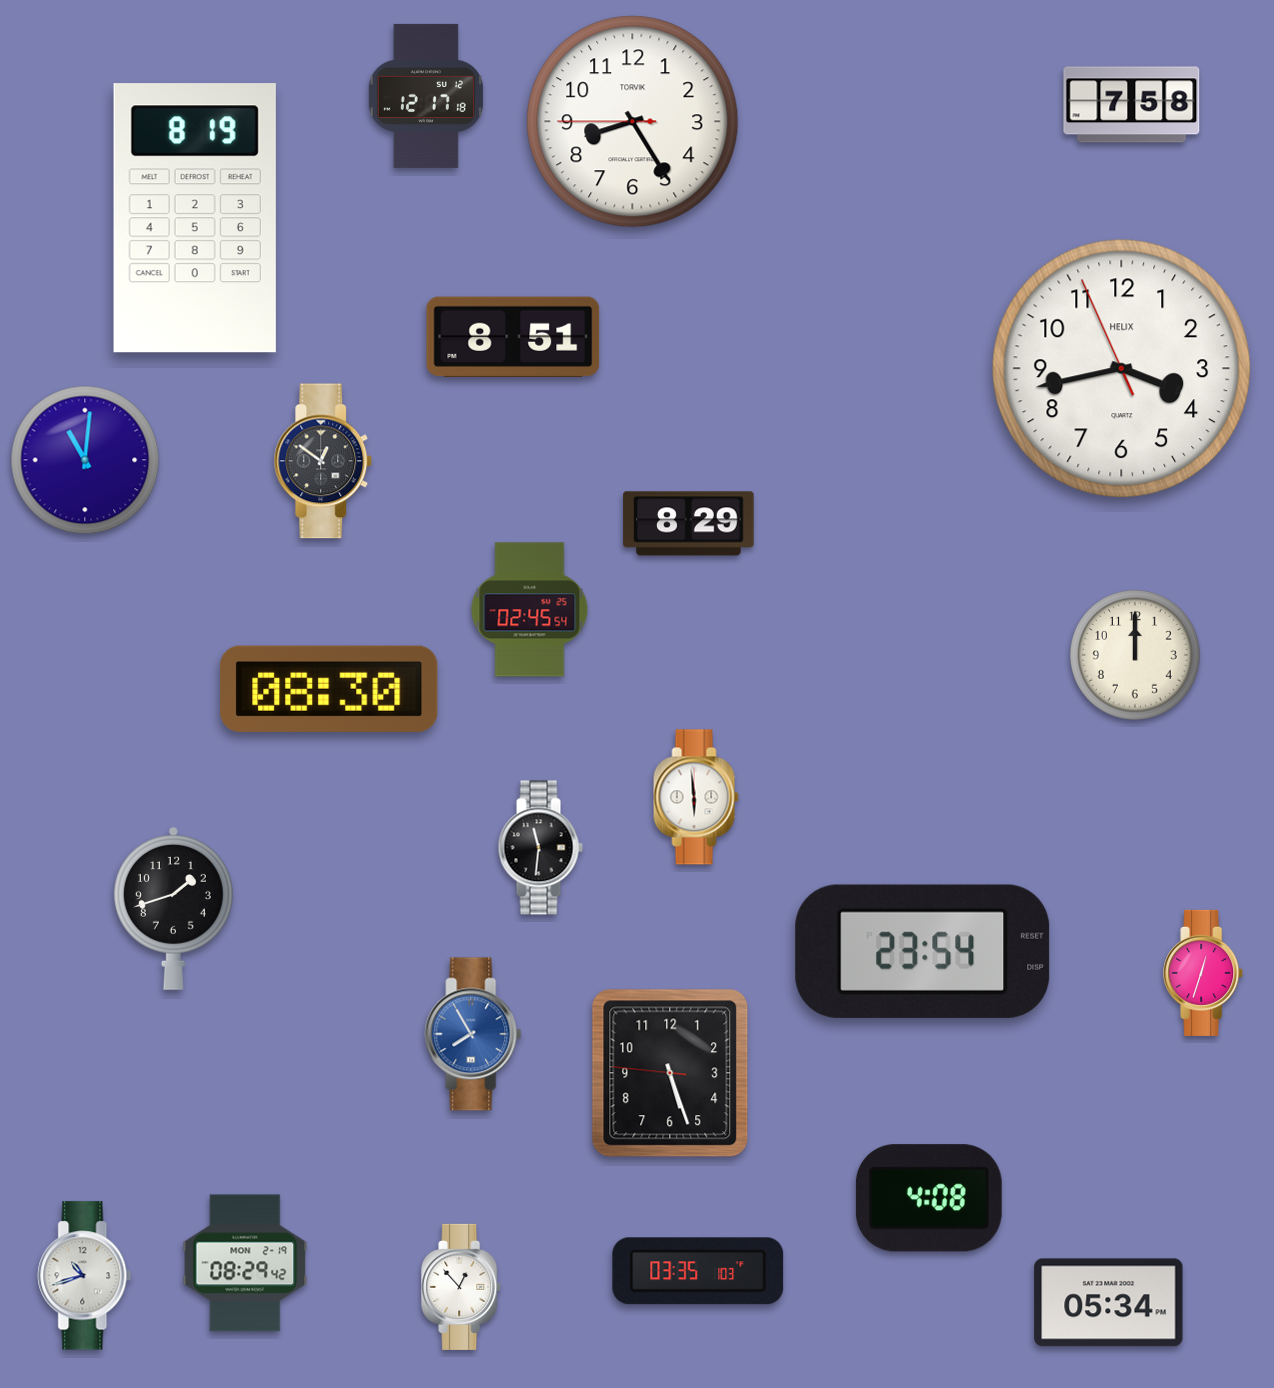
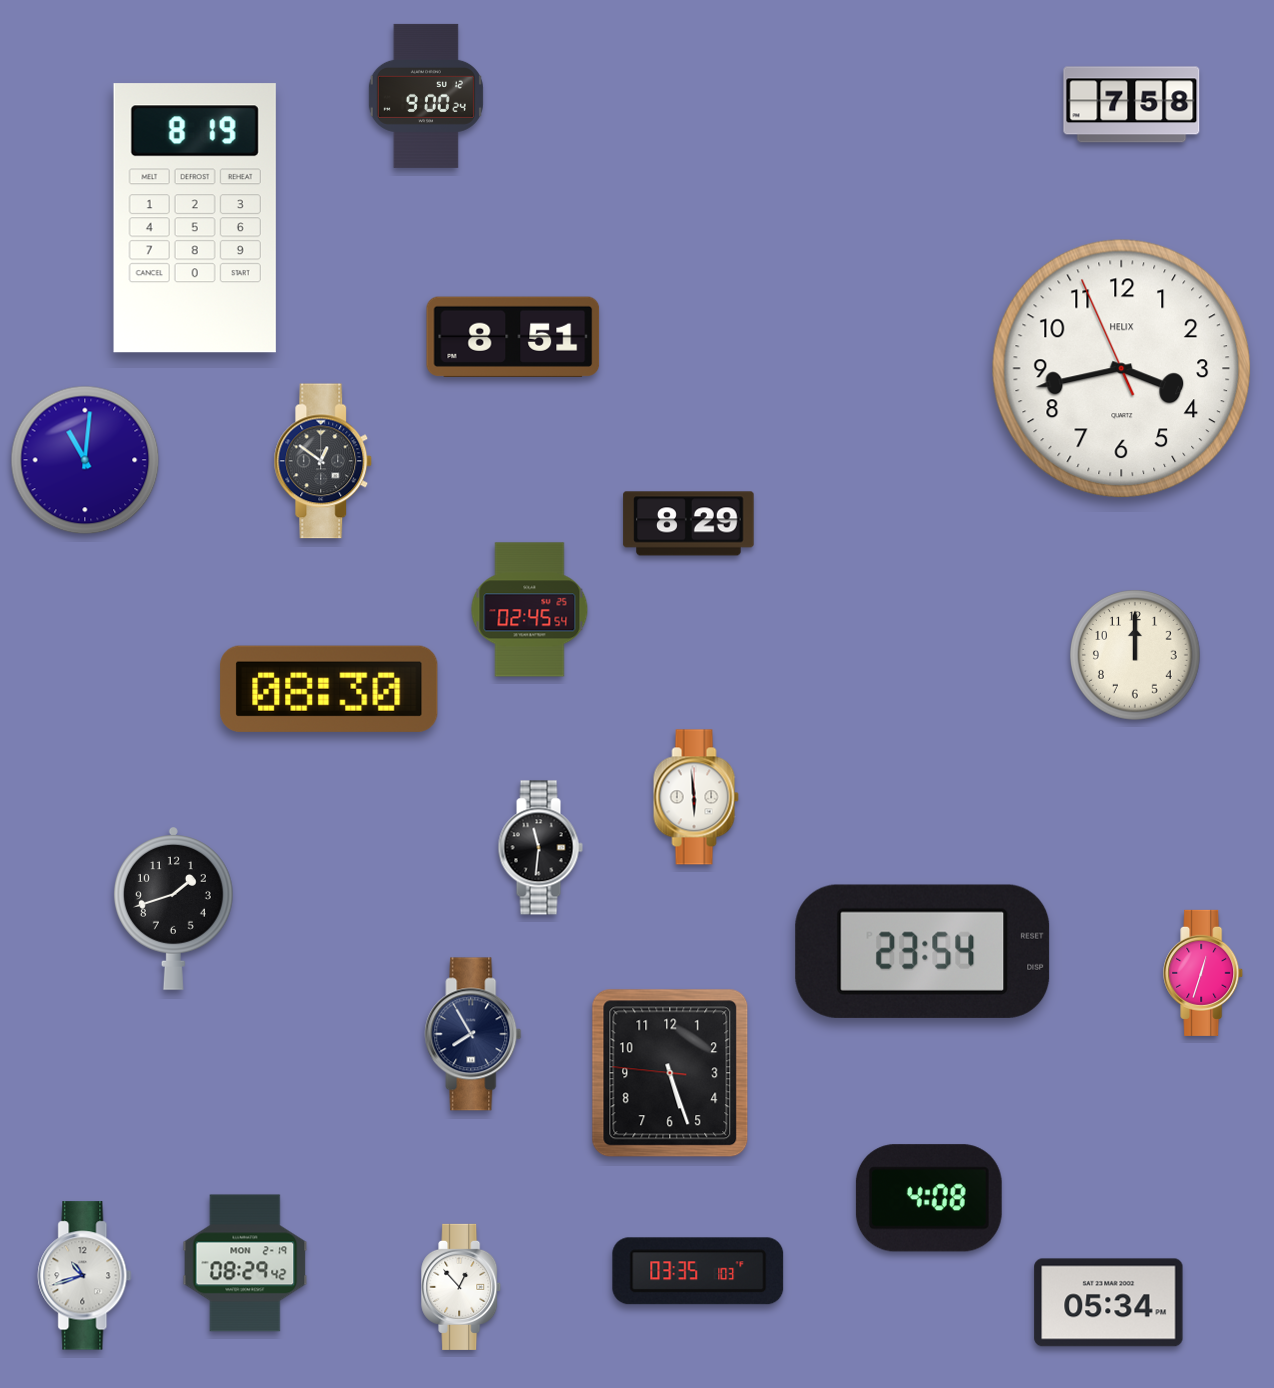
clock at (426, 96): 12:17 -> 9:00
clock at (633, 122): 8:24 -> none
clock at (473, 1034) dial: blue -> navy
